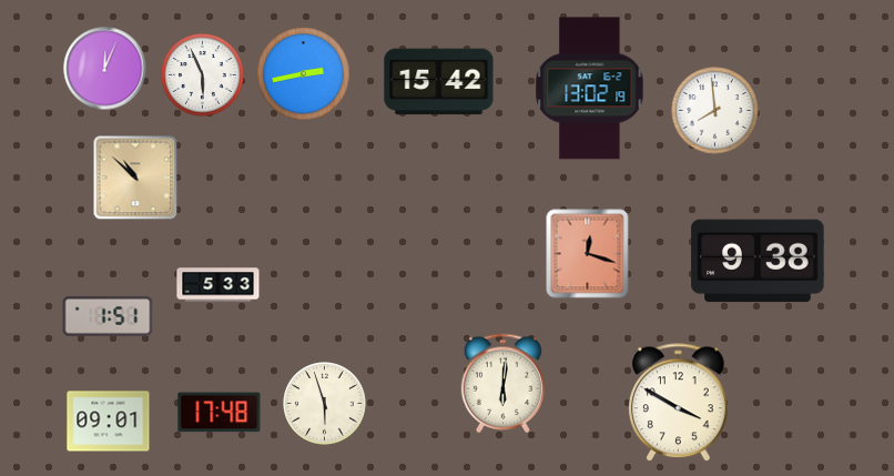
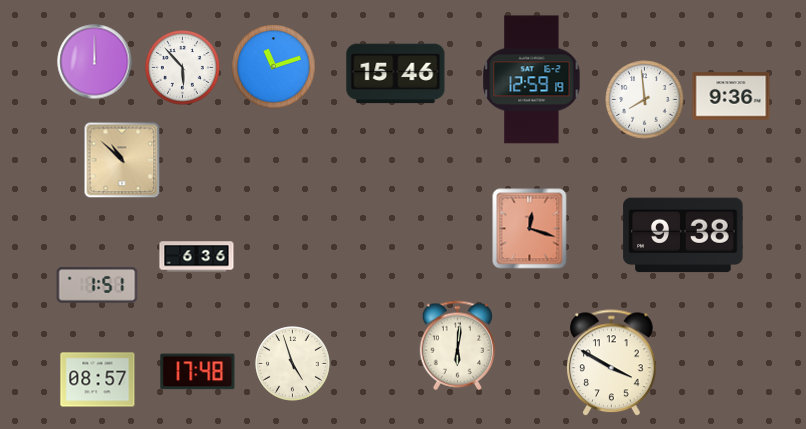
clock at (105, 69): 12:04 -> 12:00
clock at (304, 74): 2:43 -> 11:12
clock at (203, 75): 5:56 -> 5:53
clock at (439, 82): 15:42 -> 15:46
clock at (590, 89): 13:02 -> 12:59
clock at (731, 96): none -> 9:36
clock at (219, 285): 5:33 -> 6:36
clock at (502, 384) position: (502, 384) -> (457, 346)
clock at (325, 404): 5:57 -> 4:57
clock at (109, 422): 09:01 -> 08:57
